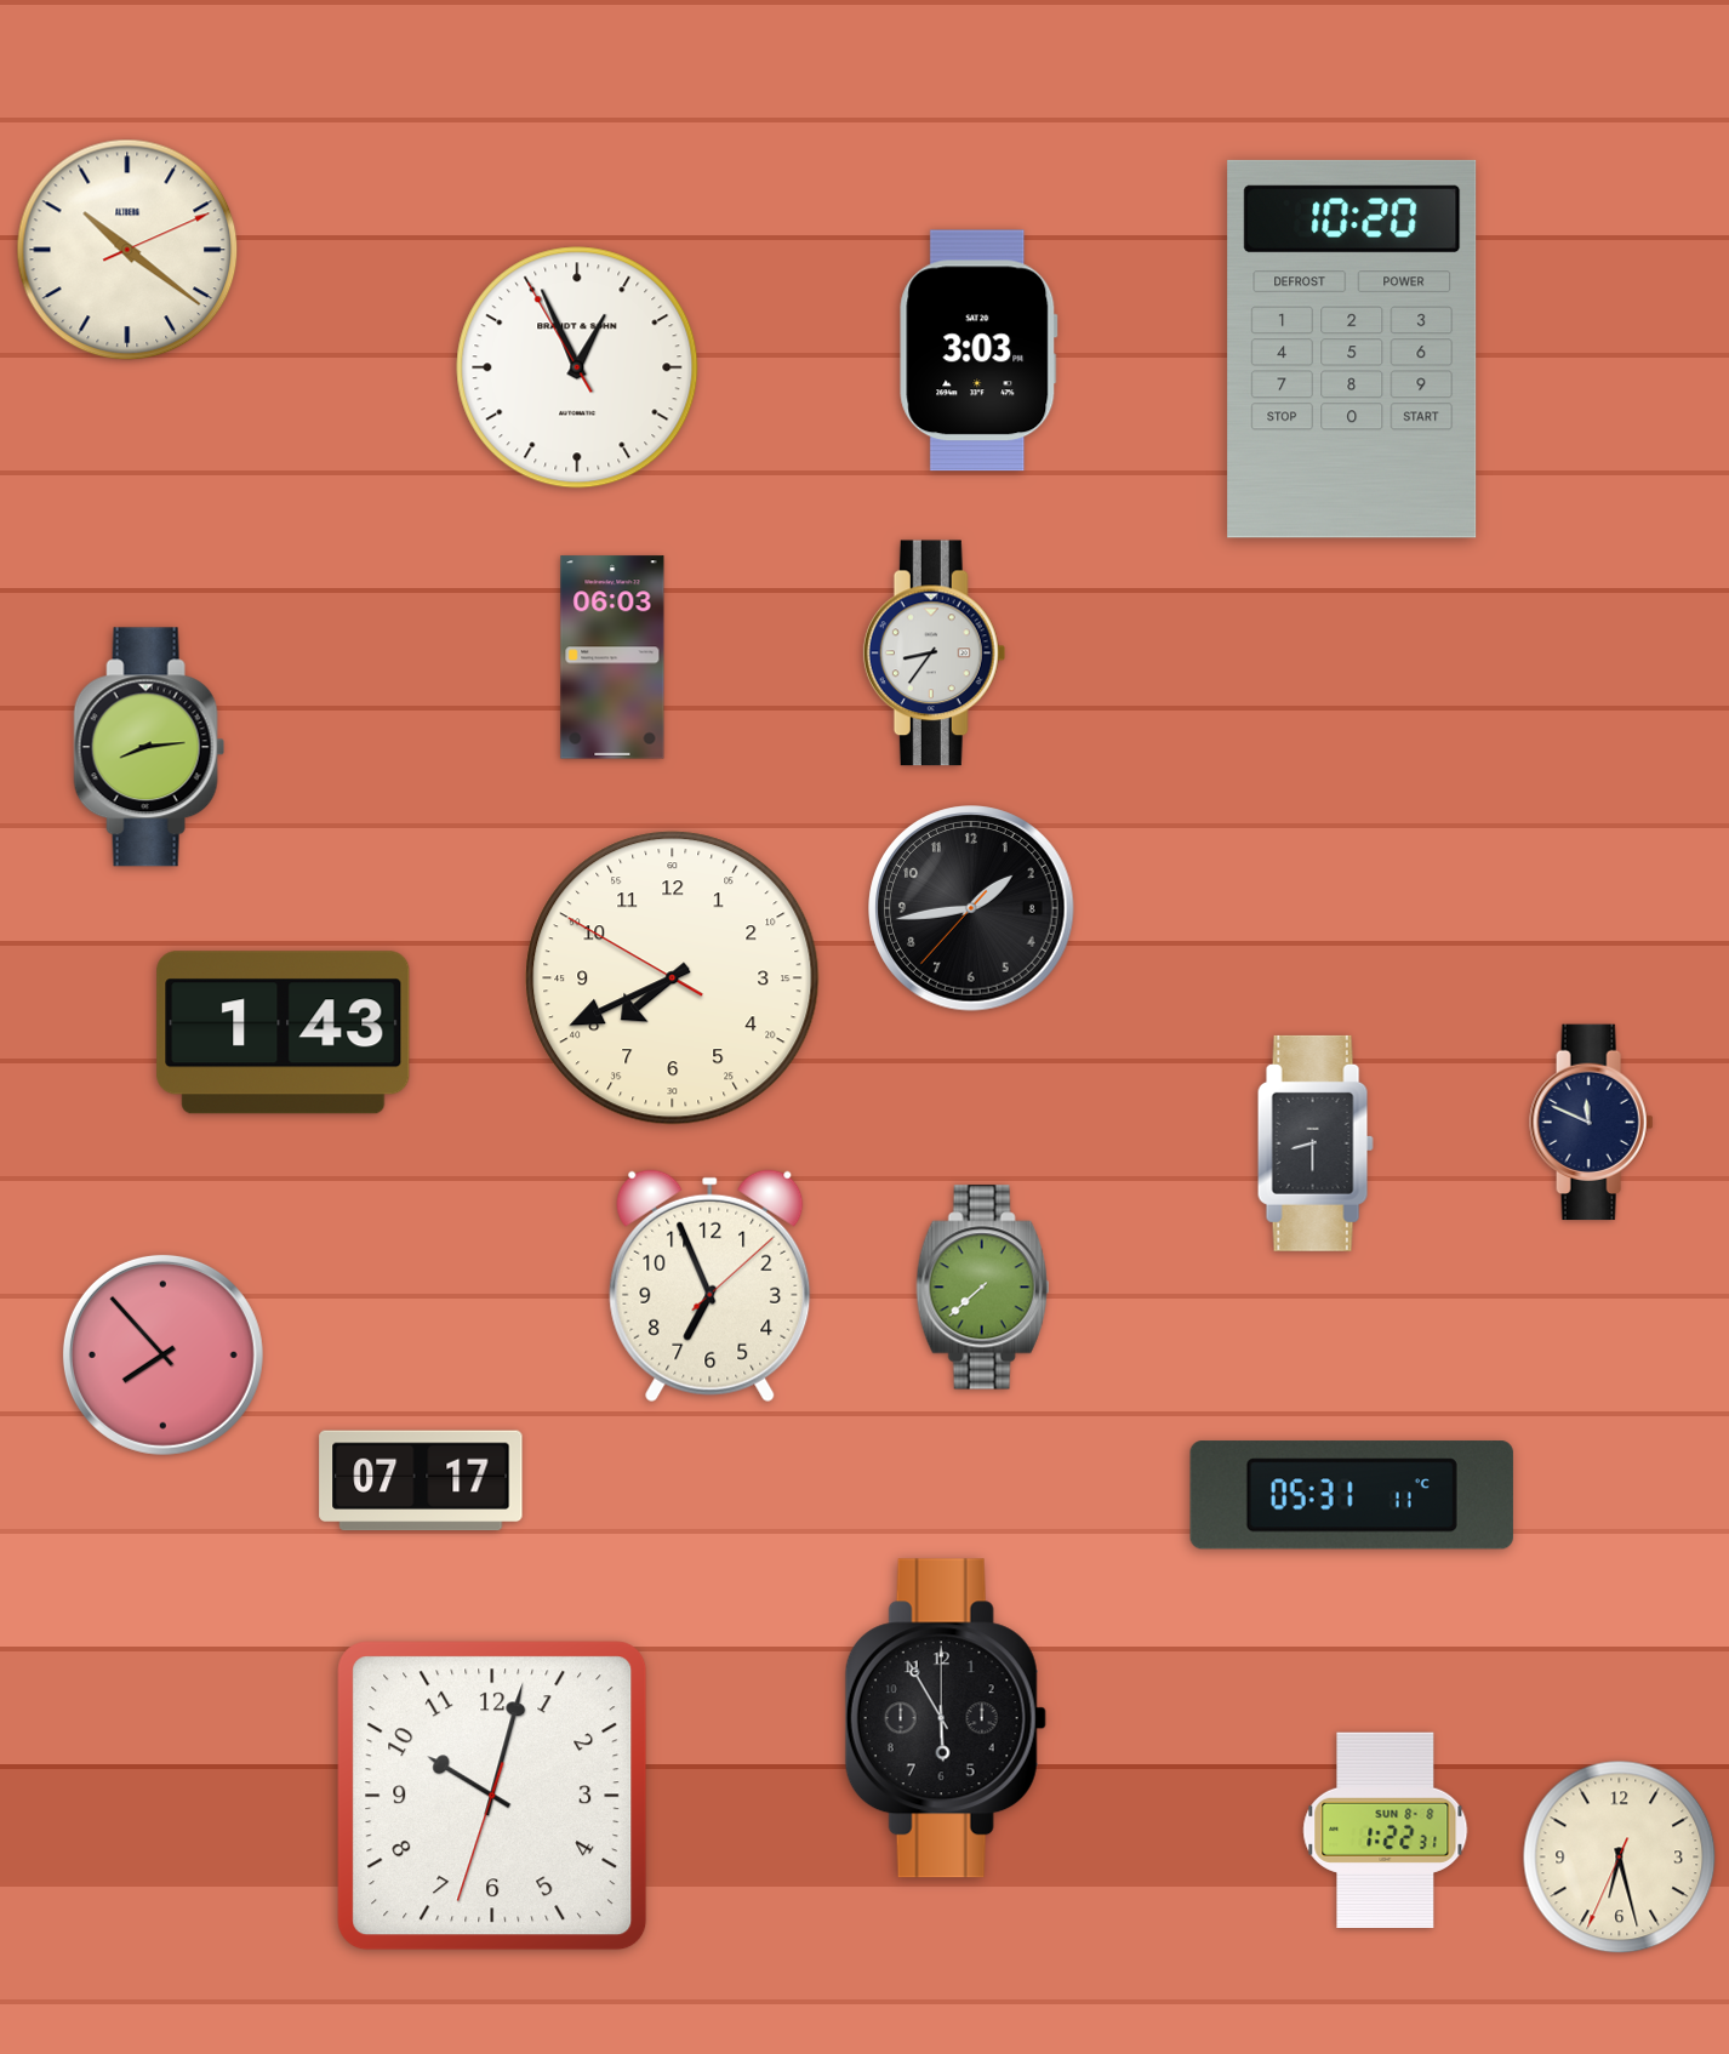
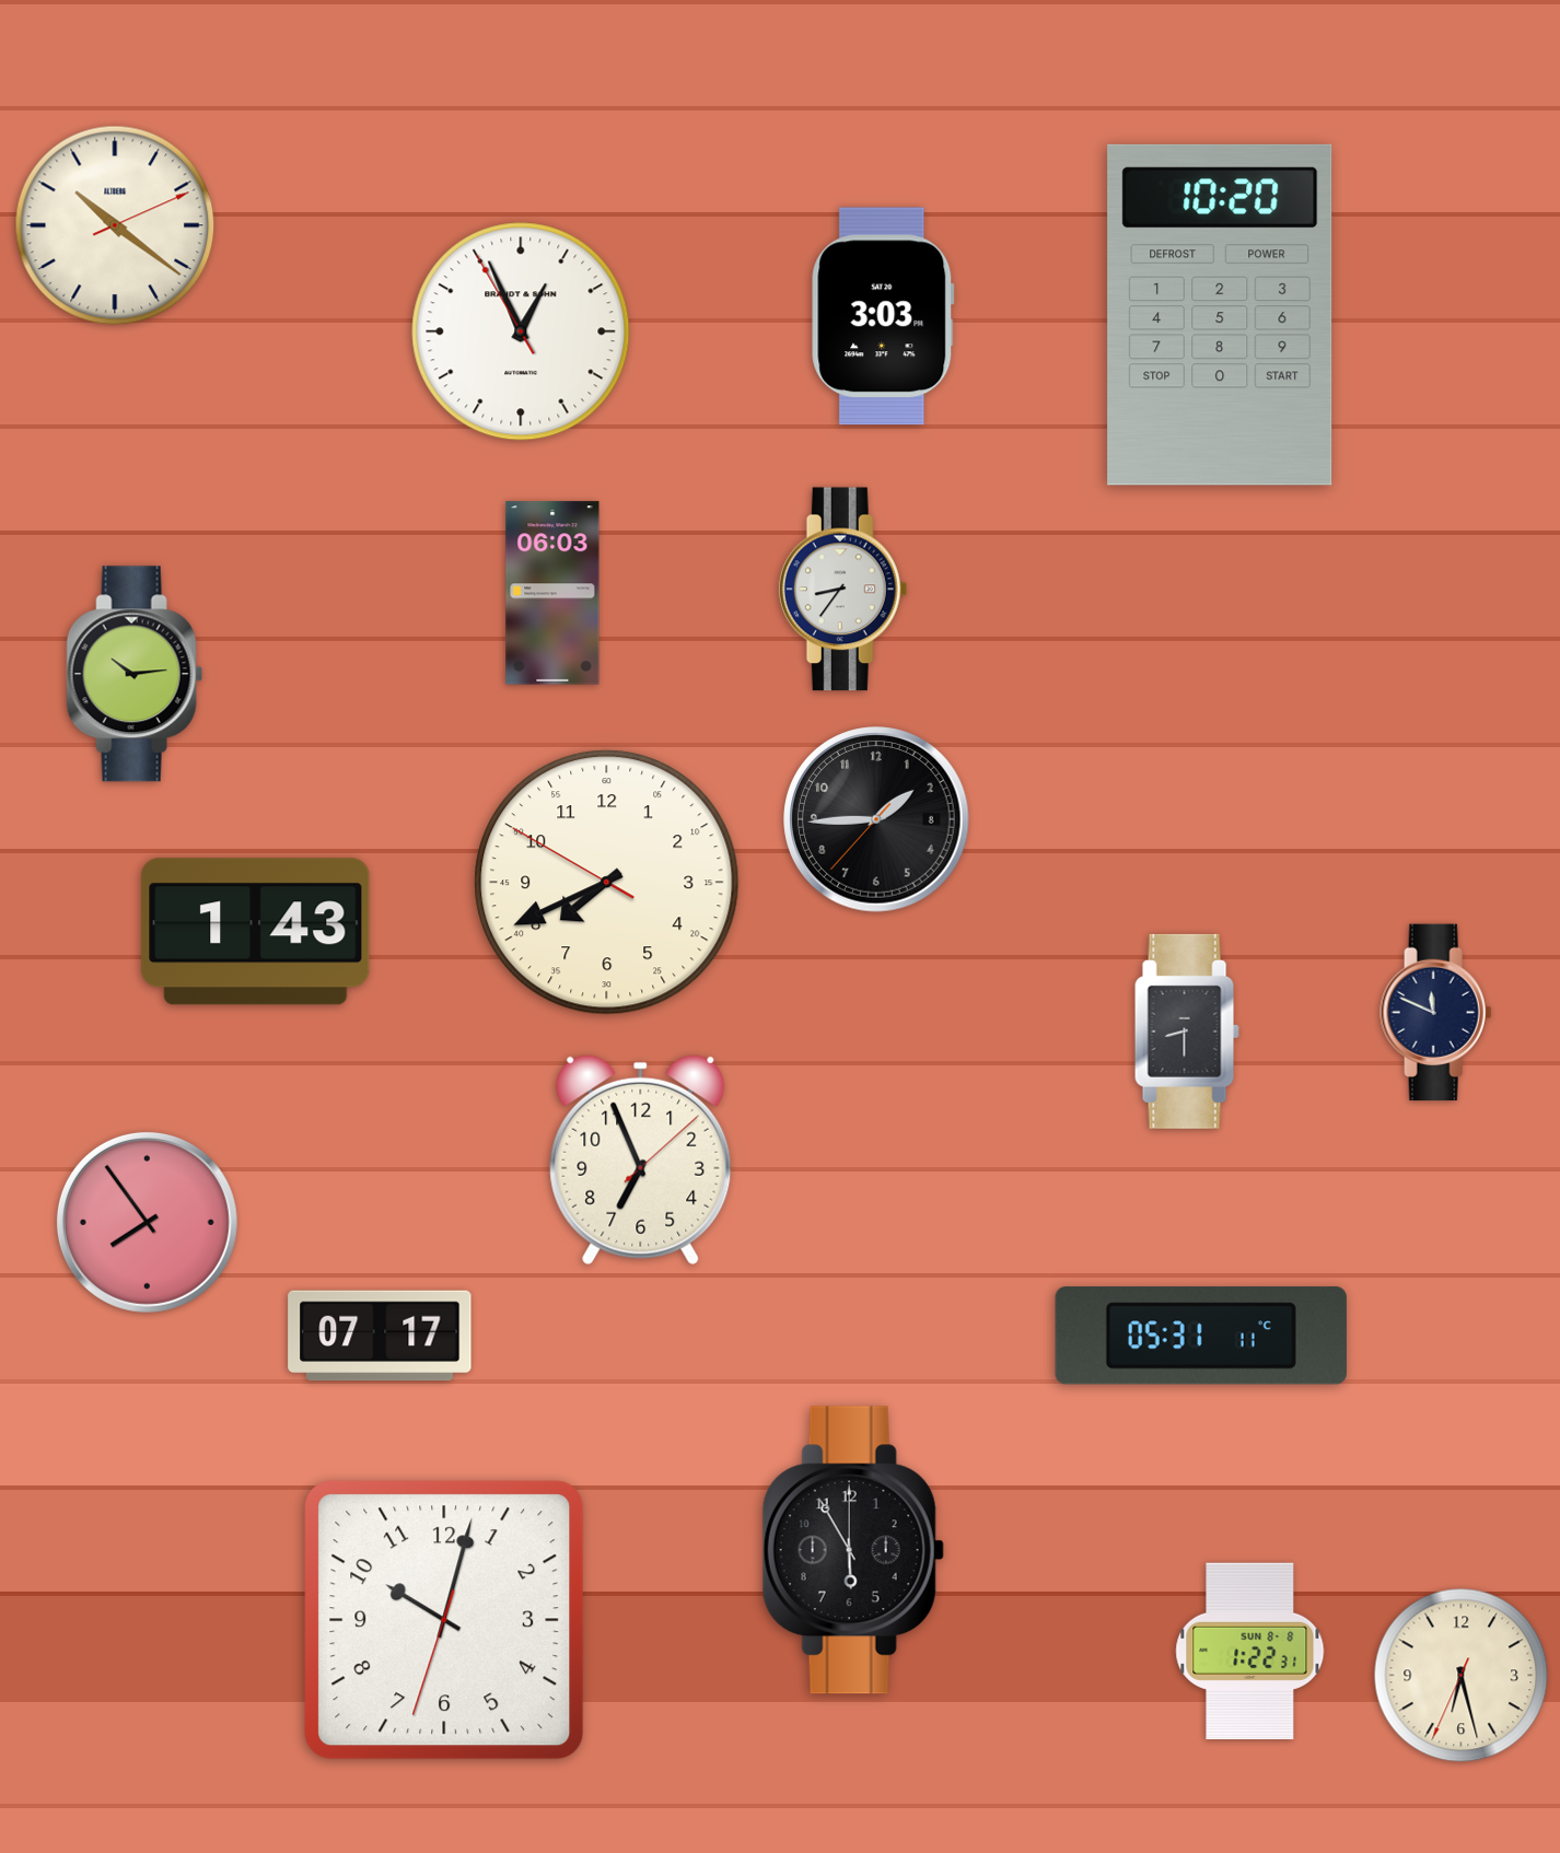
clock at (149, 747): 8:14 -> 10:14
clock at (971, 908): 1:43 -> 1:44
clock at (983, 1288): 7:38 -> none
clock at (162, 1354): 7:53 -> 7:54
clock at (1352, 1495) position: (1352, 1495) -> (1201, 1336)
